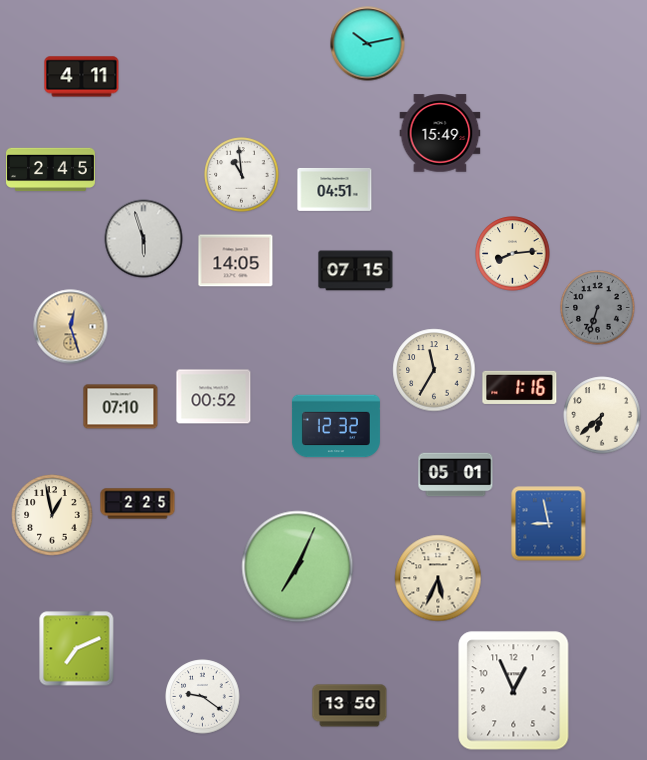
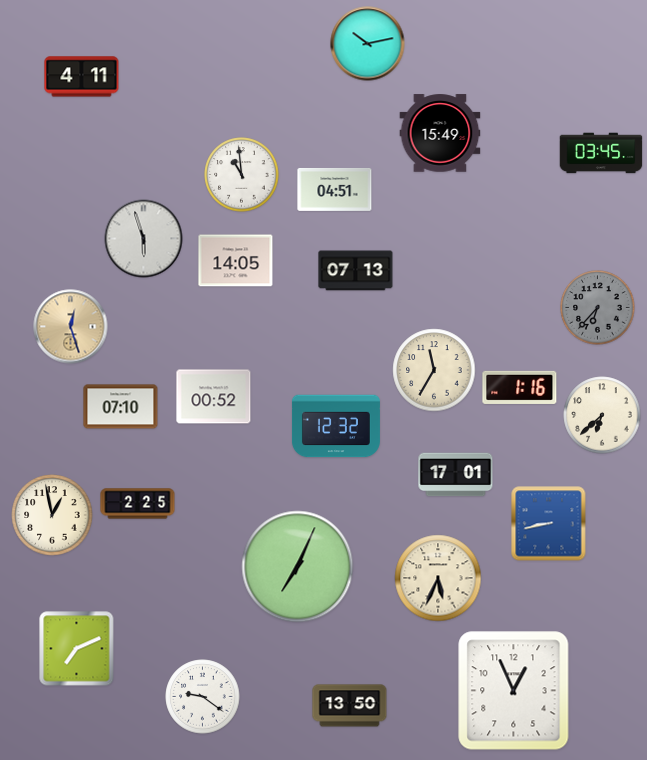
clock at (601, 153): none -> 03:45
clock at (51, 170): 2:45 -> none
clock at (513, 254): 8:14 -> none
clock at (356, 271): 07:15 -> 07:13
clock at (598, 308): 6:33 -> 6:37
clock at (456, 475): 05:01 -> 17:01
clock at (549, 524): 8:58 -> 8:43
